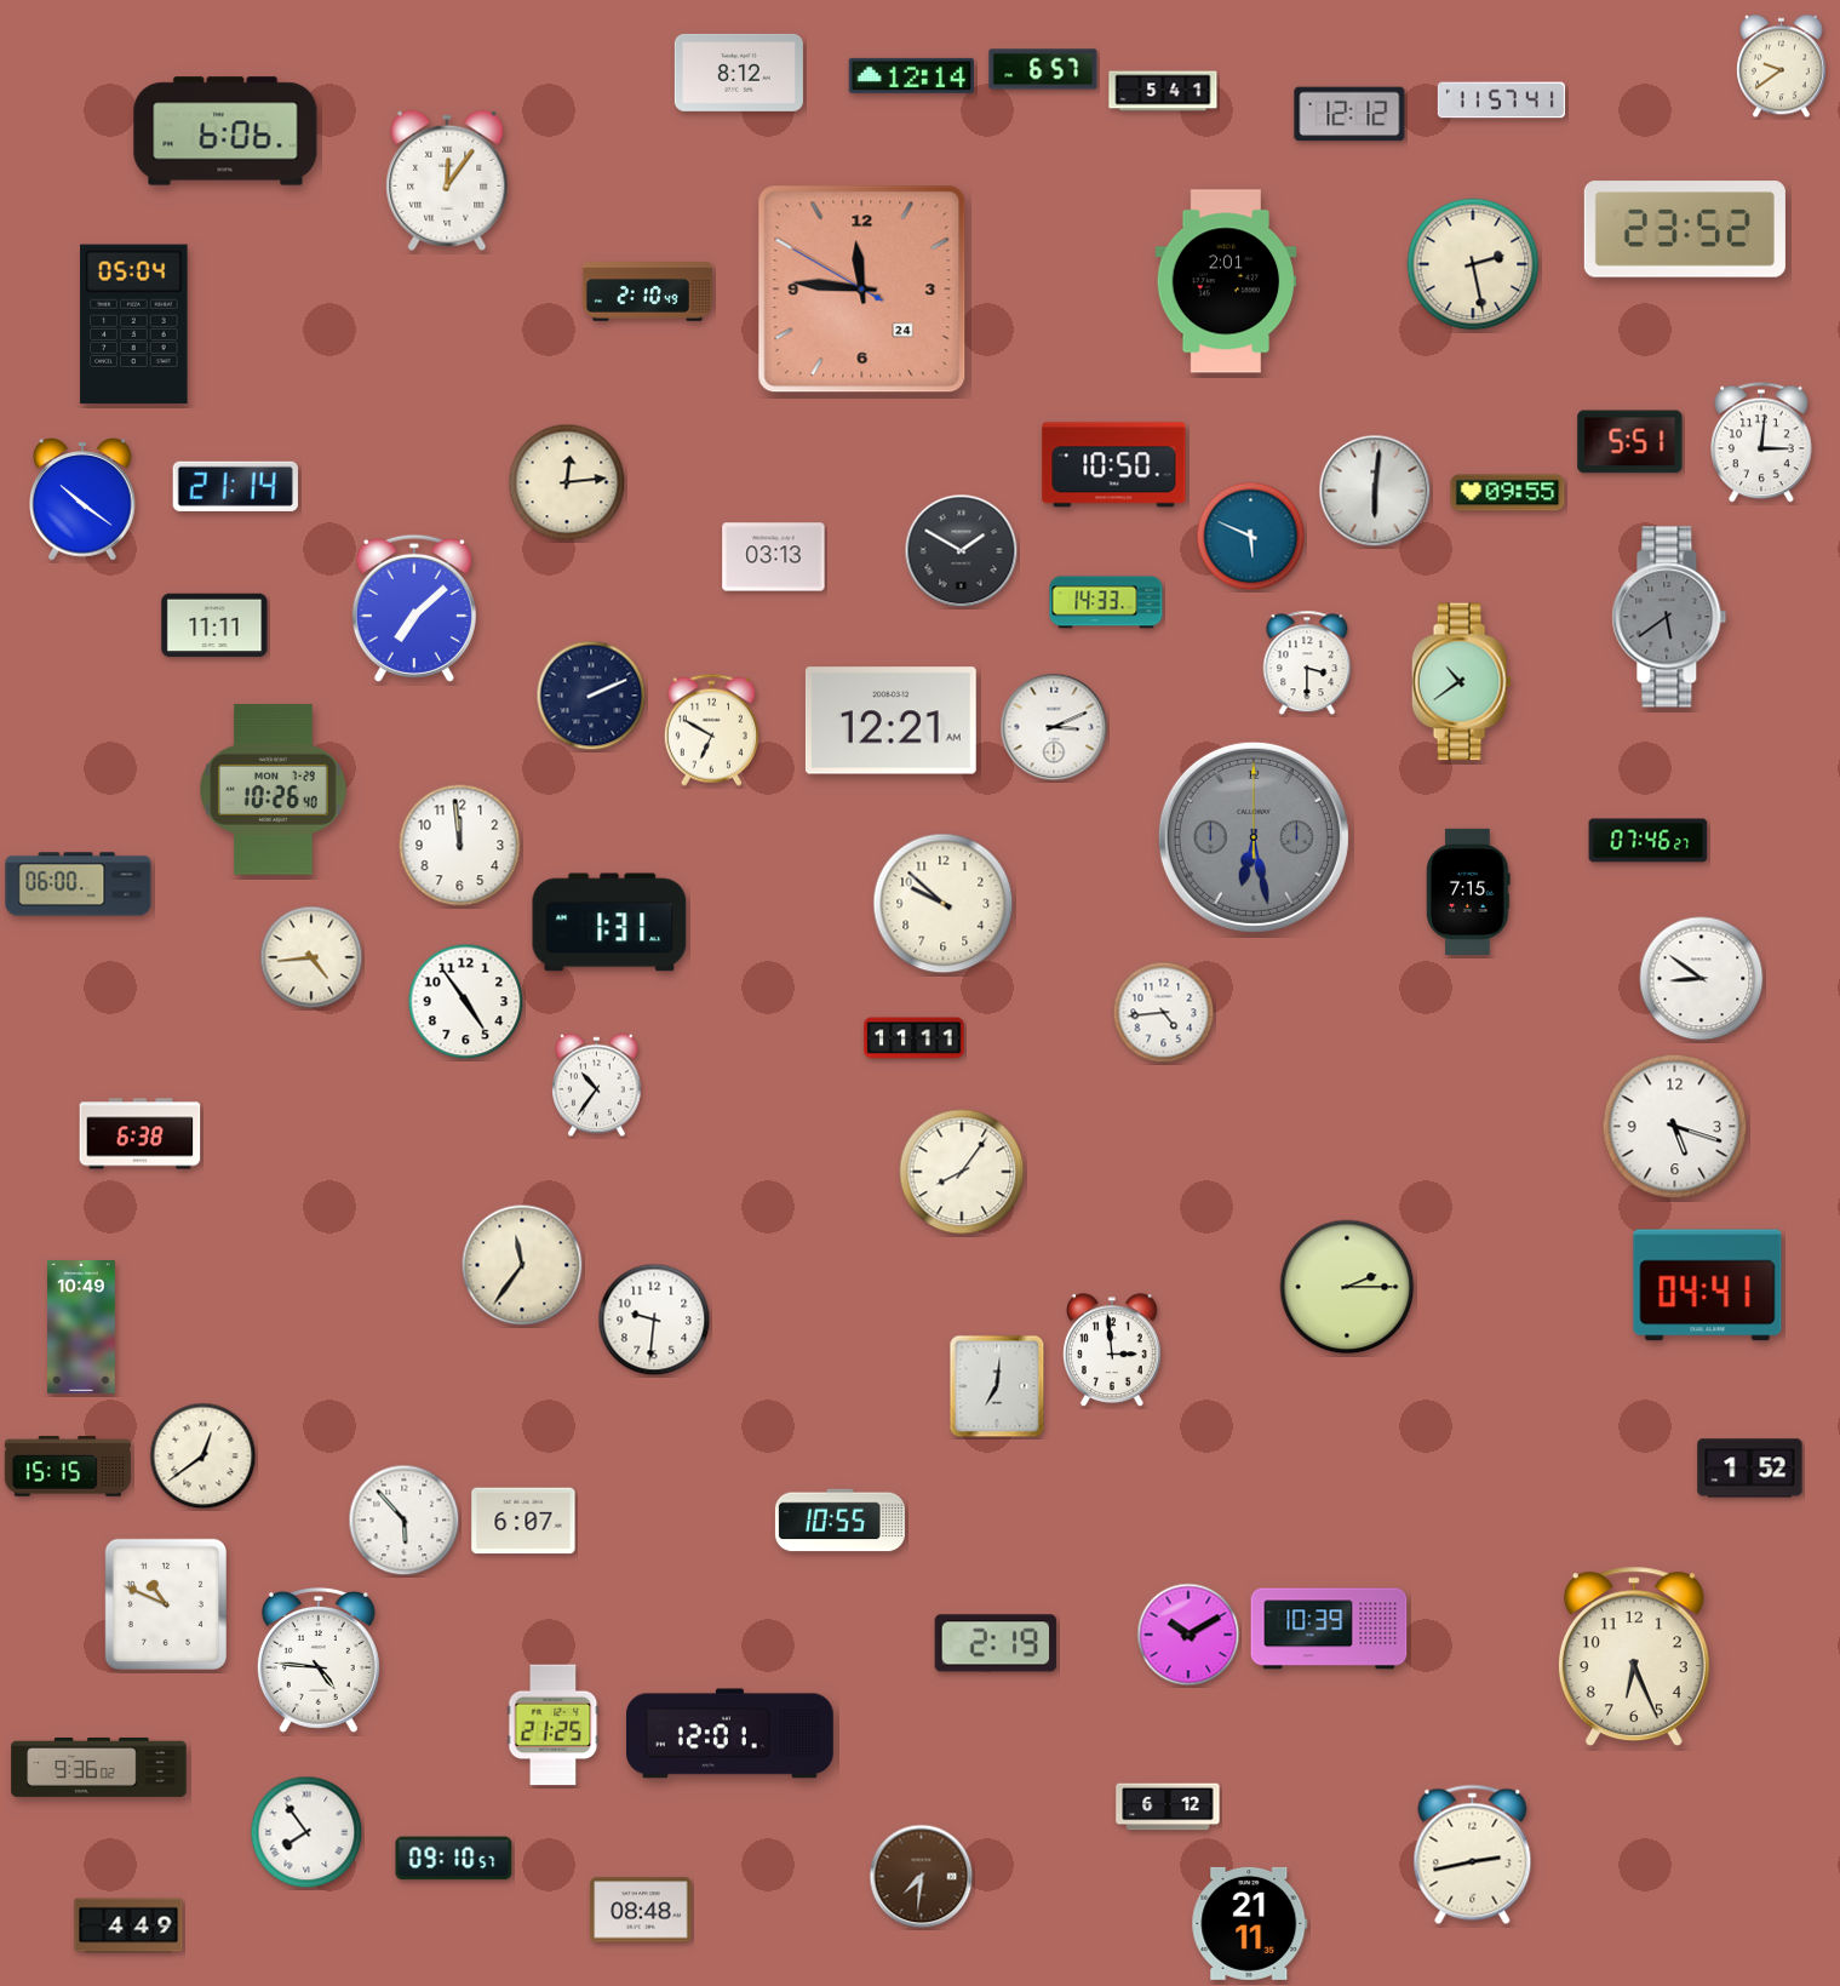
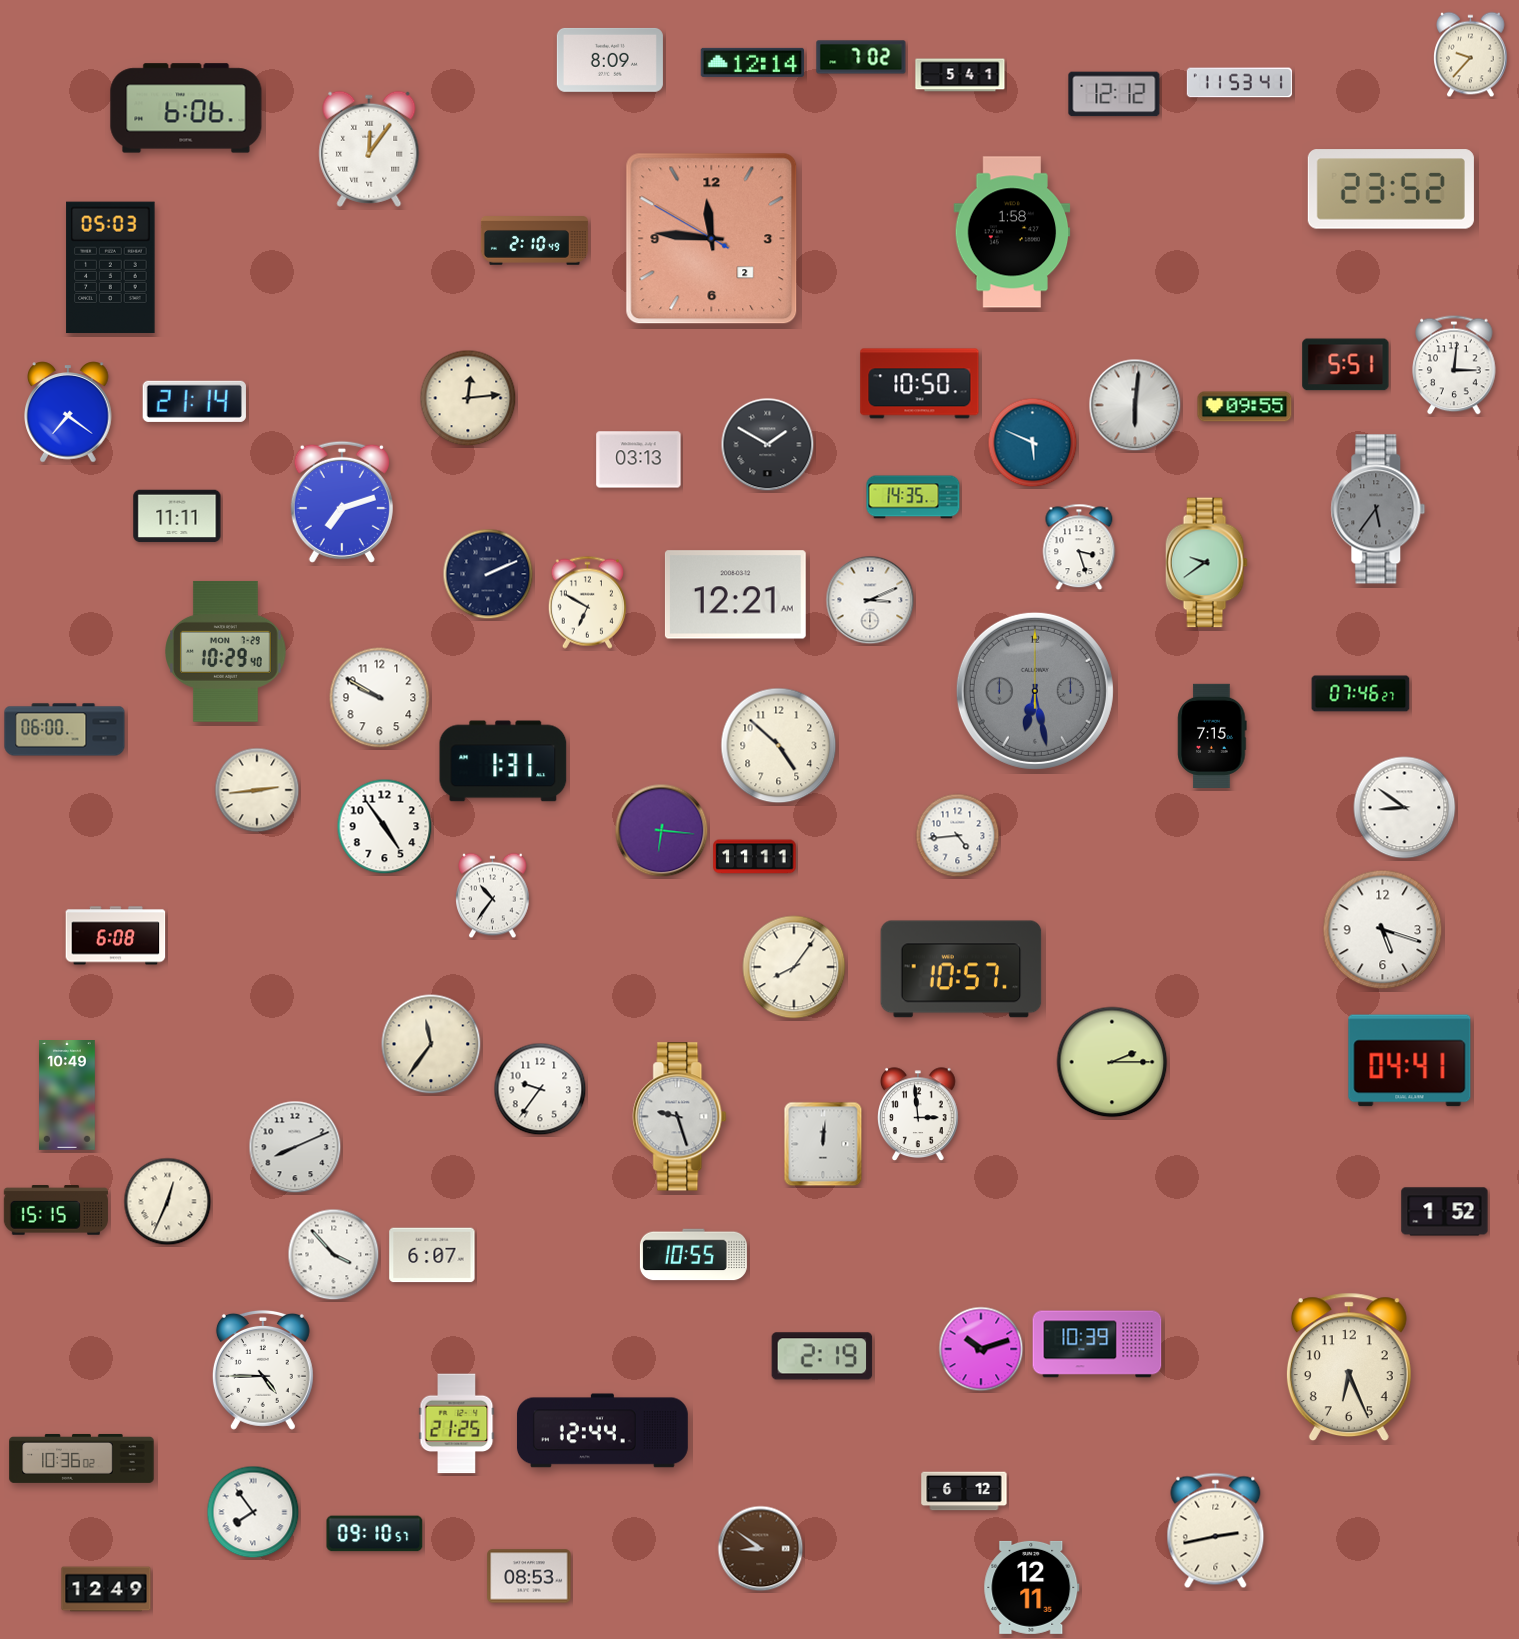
clock at (1782, 67): 9:39 -> 9:37
clock at (1043, 69): 6:57 -> 7:02
clock at (739, 73): 8:12 -> 8:09
clock at (1501, 101): 11:57 -> 11:53
clock at (1473, 264): 2:28 -> none
clock at (1226, 281): 2:01 -> 1:58
clock at (862, 290) date: 24 -> 2
clock at (134, 325): 05:04 -> 05:03
clock at (82, 499): 10:21 -> 7:21
clock at (962, 551) position: (962, 551) -> (768, 445)
clock at (1106, 602): 14:33 -> 14:35
clock at (414, 608): 7:08 -> 7:12
clock at (1669, 617): 5:39 -> 5:36
clock at (1307, 663): 3:30 -> 3:27
clock at (1461, 682): 10:39 -> 9:39
clock at (274, 789): 10:26 -> 10:29
clock at (460, 846): 11:59 -> 9:50
clock at (944, 904): 9:52 -> 4:52
clock at (311, 957): 4:44 -> 2:44
clock at (662, 831): none -> 6:16
clock at (1164, 1013) position: (1164, 1013) -> (958, 836)
clock at (141, 1134): 6:38 -> 6:08
clock at (961, 969): none -> 10:57
clock at (654, 1320): 9:31 -> 9:36
clock at (680, 1117): none -> 9:27
clock at (997, 1386): 7:01 -> 12:01
clock at (295, 1147): none -> 8:11
clock at (204, 1456): 12:39 -> 12:34
clock at (405, 1521): 5:53 -> 3:53
clock at (166, 1604): 10:49 -> none
clock at (1188, 1635): 10:10 -> 10:12
clock at (319, 1660): 4:46 -> 4:45
clock at (729, 1734): 12:01 -> 12:44
clock at (99, 1767): 9:36 -> 10:36
clock at (922, 1877): 7:31 -> 8:51
clock at (641, 1910): 08:48 -> 08:53
clock at (1250, 1923): 21:11 -> 12:11
clock at (128, 1925): 4:49 -> 12:49
